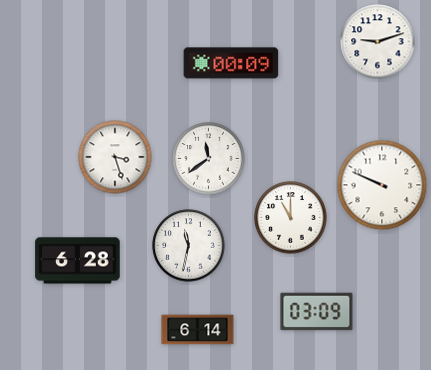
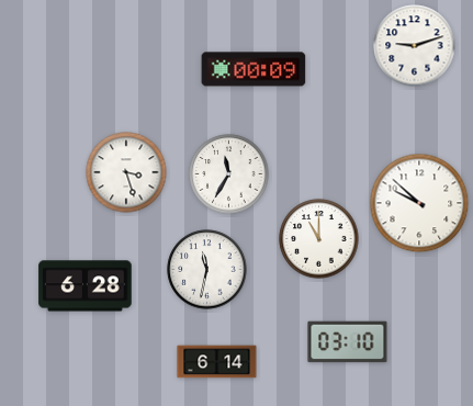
clock at (209, 159): 11:39 -> 11:35
clock at (382, 185): 9:49 -> 9:52
clock at (317, 312): 03:09 -> 03:10
